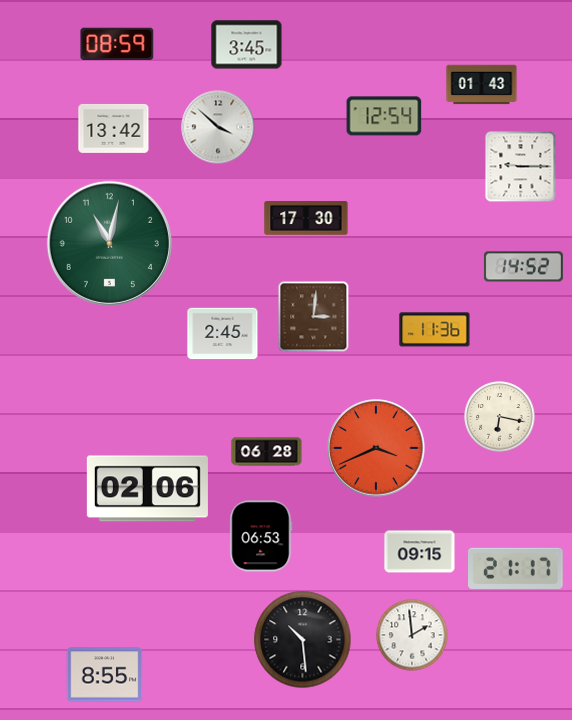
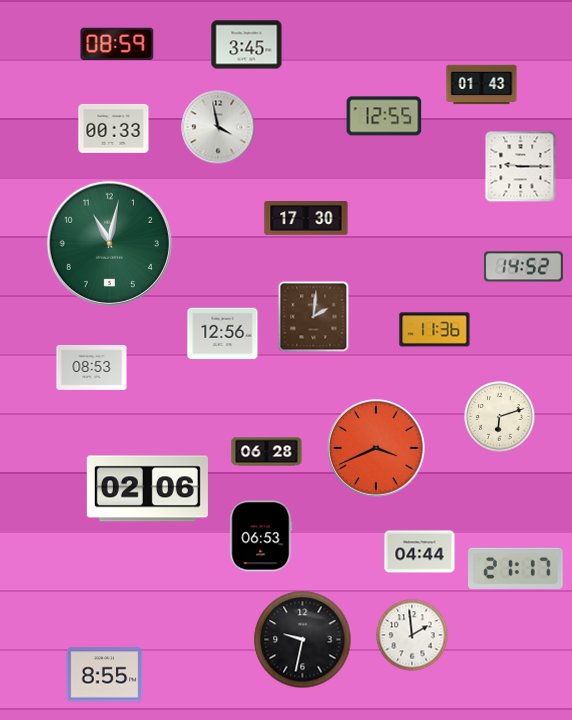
clock at (384, 116): 12:54 -> 12:55
clock at (218, 127): 3:52 -> 3:58
clock at (114, 128): 13:42 -> 00:33
clock at (314, 317): 3:01 -> 2:01
clock at (223, 334): 2:45 -> 12:56
clock at (92, 367): none -> 08:53
clock at (500, 417): 6:17 -> 6:12
clock at (420, 552): 09:15 -> 04:44
clock at (303, 640): 10:29 -> 9:32
